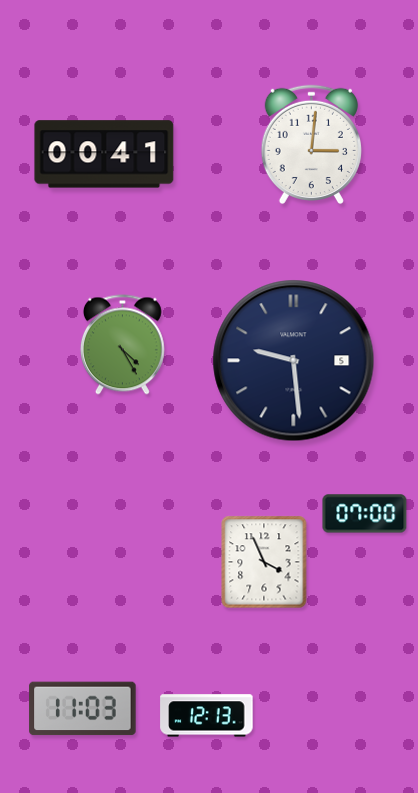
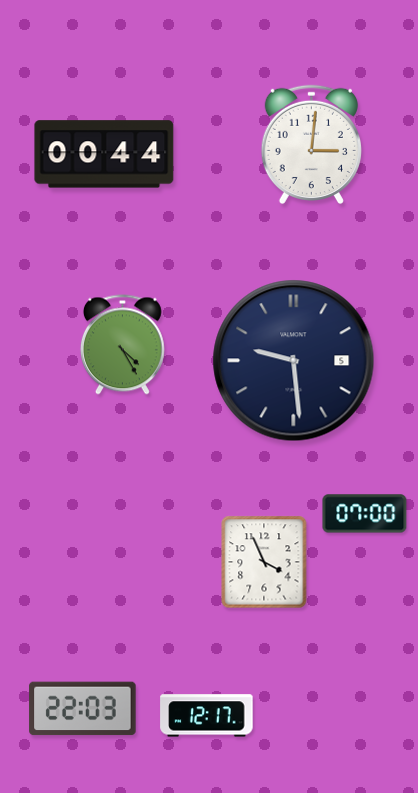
clock at (104, 154): 00:41 -> 00:44
clock at (83, 709): 11:03 -> 22:03
clock at (207, 716): 12:13 -> 12:17
